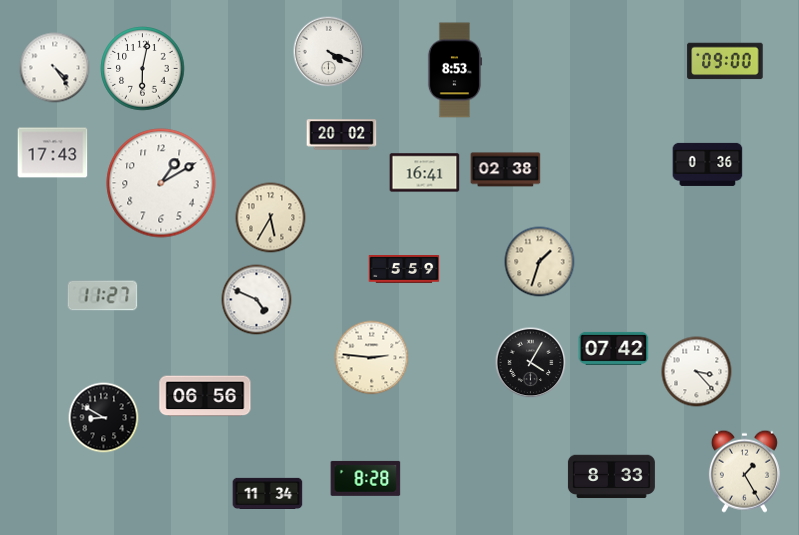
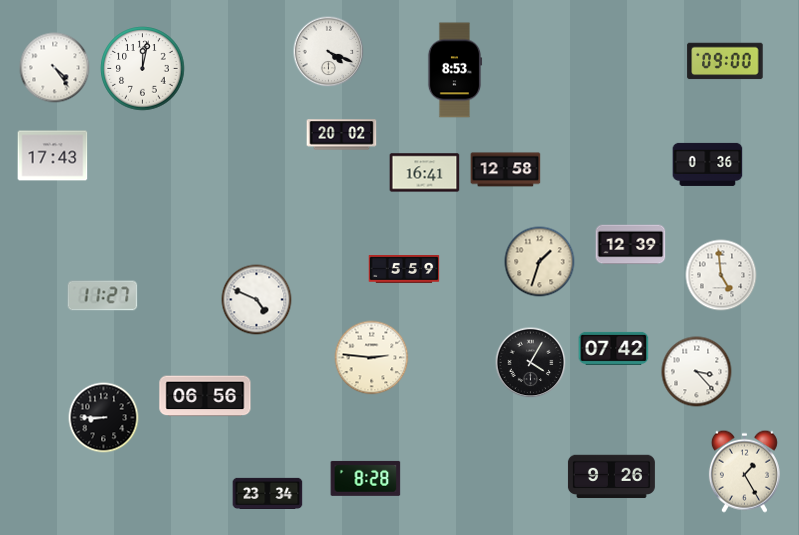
clock at (143, 69): 6:02 -> 12:02
clock at (53, 153) position: (53, 153) -> (53, 156)
clock at (506, 170): 02:38 -> 12:58
clock at (161, 183): 1:10 -> none
clock at (271, 218): 5:35 -> none
clock at (631, 245): none -> 12:39
clock at (721, 275): none -> 4:59
clock at (104, 418): 8:50 -> 8:45
clock at (611, 477): 8:33 -> 9:26
clock at (268, 493): 11:34 -> 23:34
